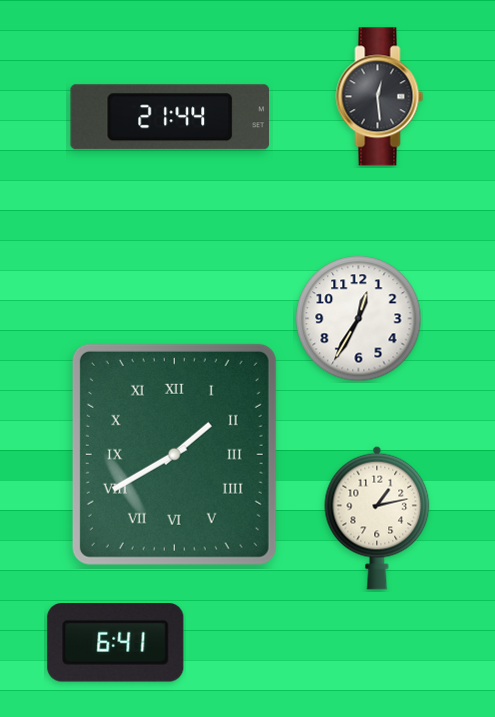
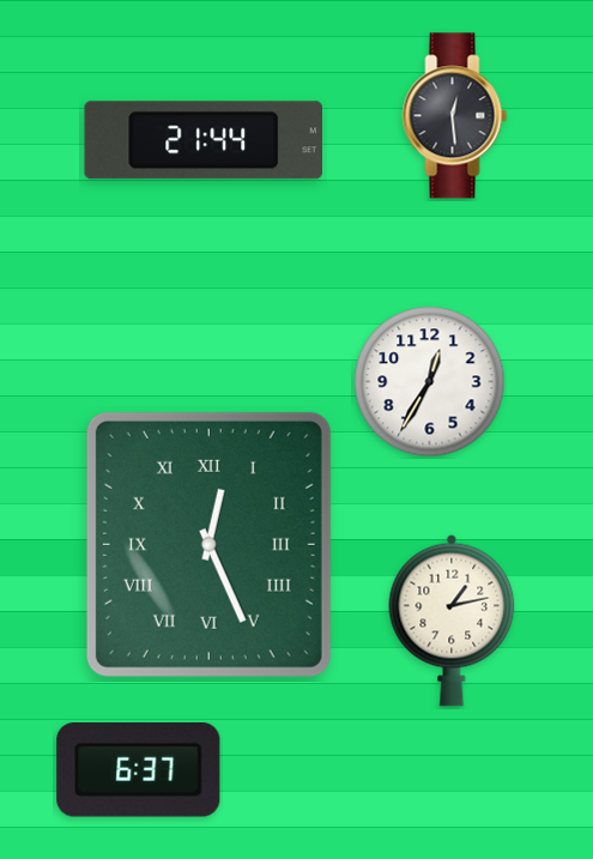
clock at (174, 454): 1:40 -> 12:26
clock at (116, 643): 6:41 -> 6:37
